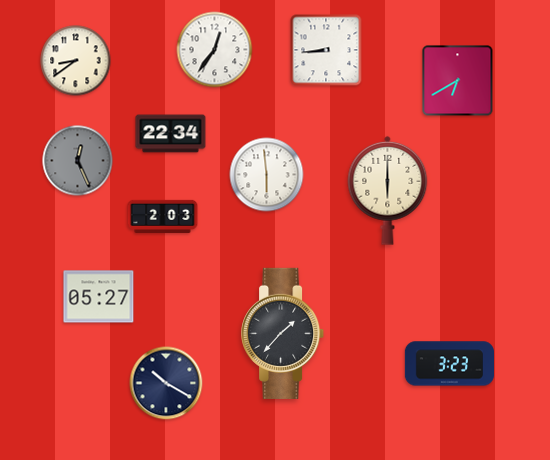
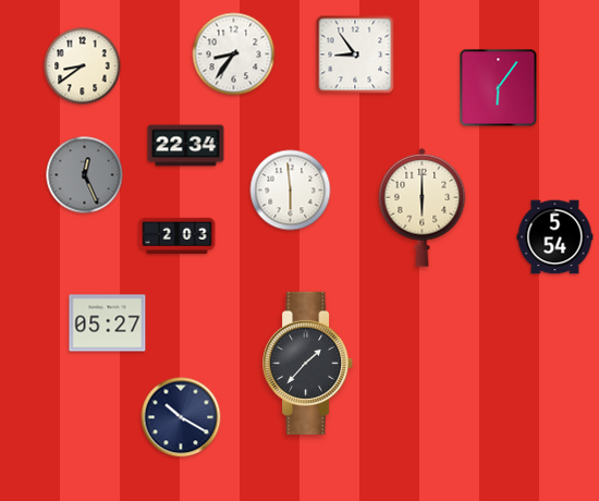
clock at (215, 50): 12:36 -> 8:36
clock at (326, 50): 8:44 -> 8:54
clock at (458, 81): 6:40 -> 6:06
clock at (555, 237): none -> 5:54
clock at (449, 364): 3:23 -> none
